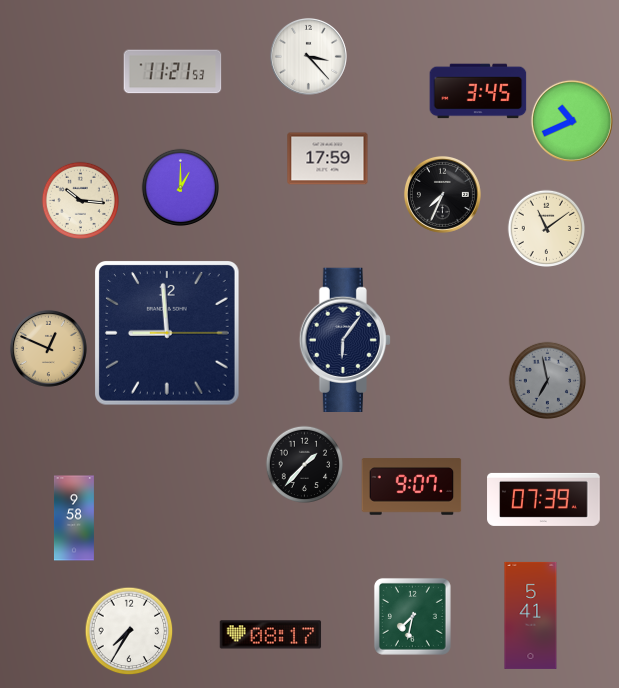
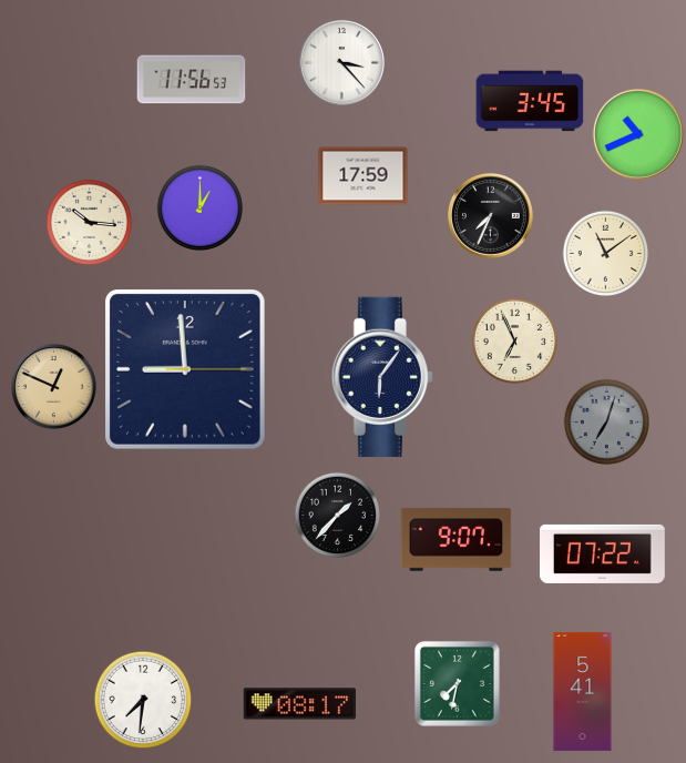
clock at (173, 72): 11:21 -> 11:56
clock at (572, 121) position: (572, 121) -> (638, 134)
clock at (514, 340): none -> 6:56
clock at (547, 380): 6:58 -> 7:03
clock at (544, 499): 07:39 -> 07:22
clock at (74, 518): 9:58 -> none
clock at (531, 615) position: (531, 615) -> (583, 691)
clock at (129, 631): 7:35 -> 7:31
